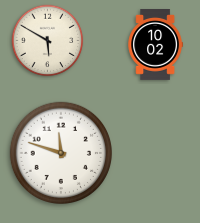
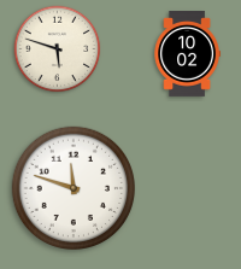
clock at (48, 41): 5:50 -> 5:48
clock at (60, 152) position: (60, 152) -> (72, 187)
